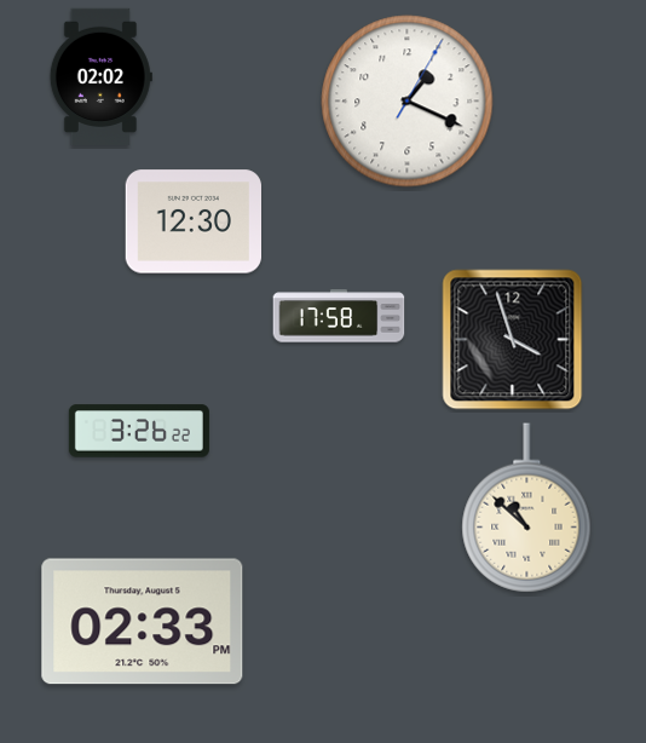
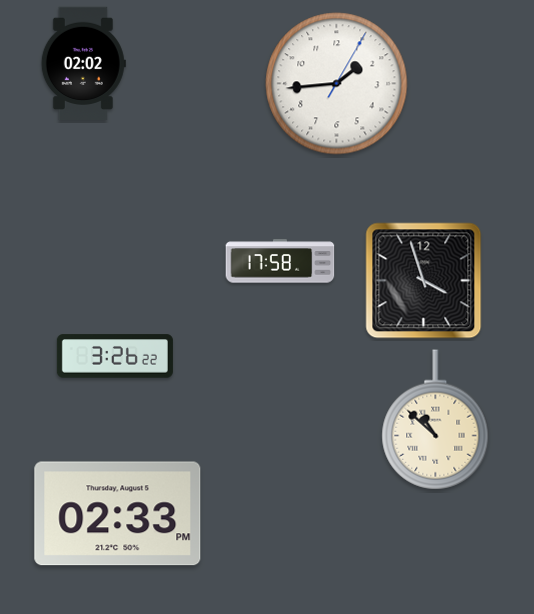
clock at (408, 102): 1:19 -> 1:44
clock at (192, 221): 12:30 -> none
